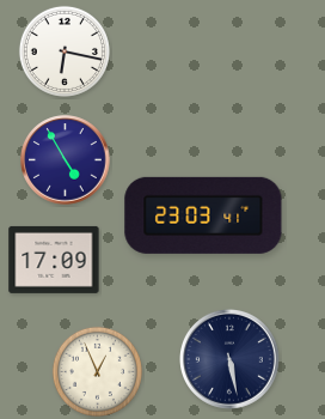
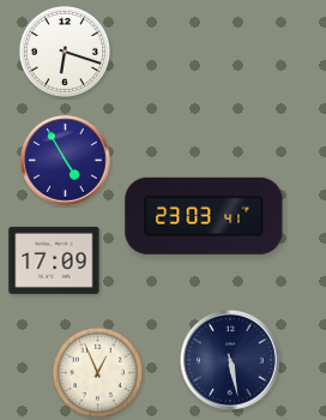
clock at (65, 51): 6:17 -> 6:18
